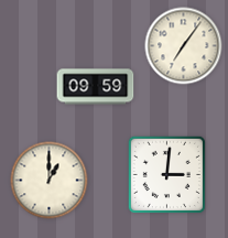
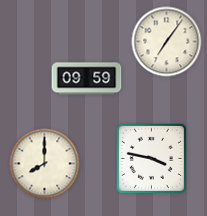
clock at (166, 174): 3:01 -> 3:47
clock at (50, 181): 1:00 -> 8:00
